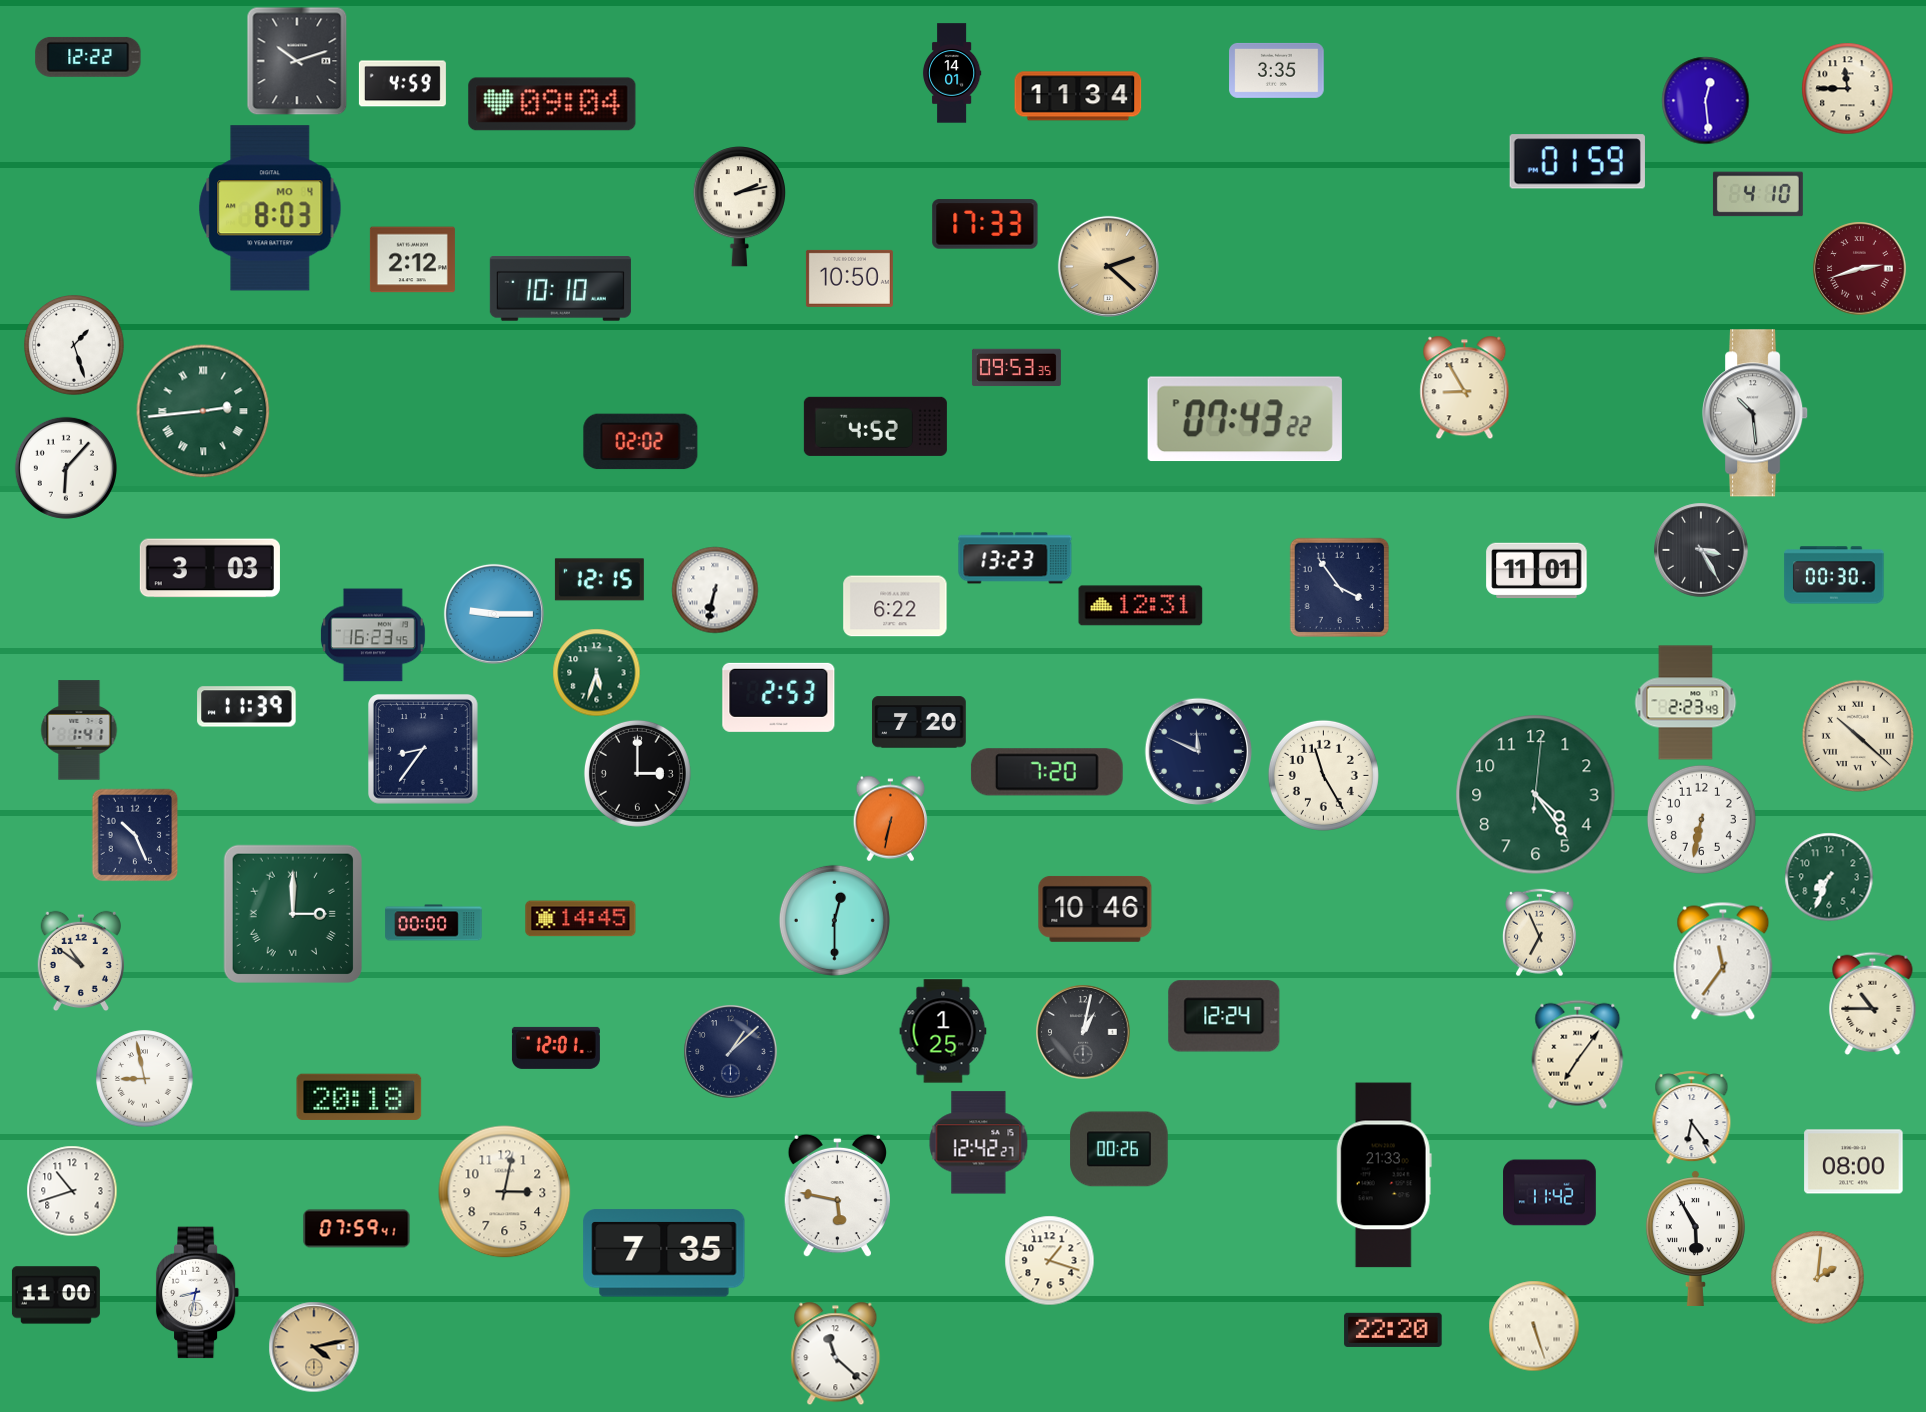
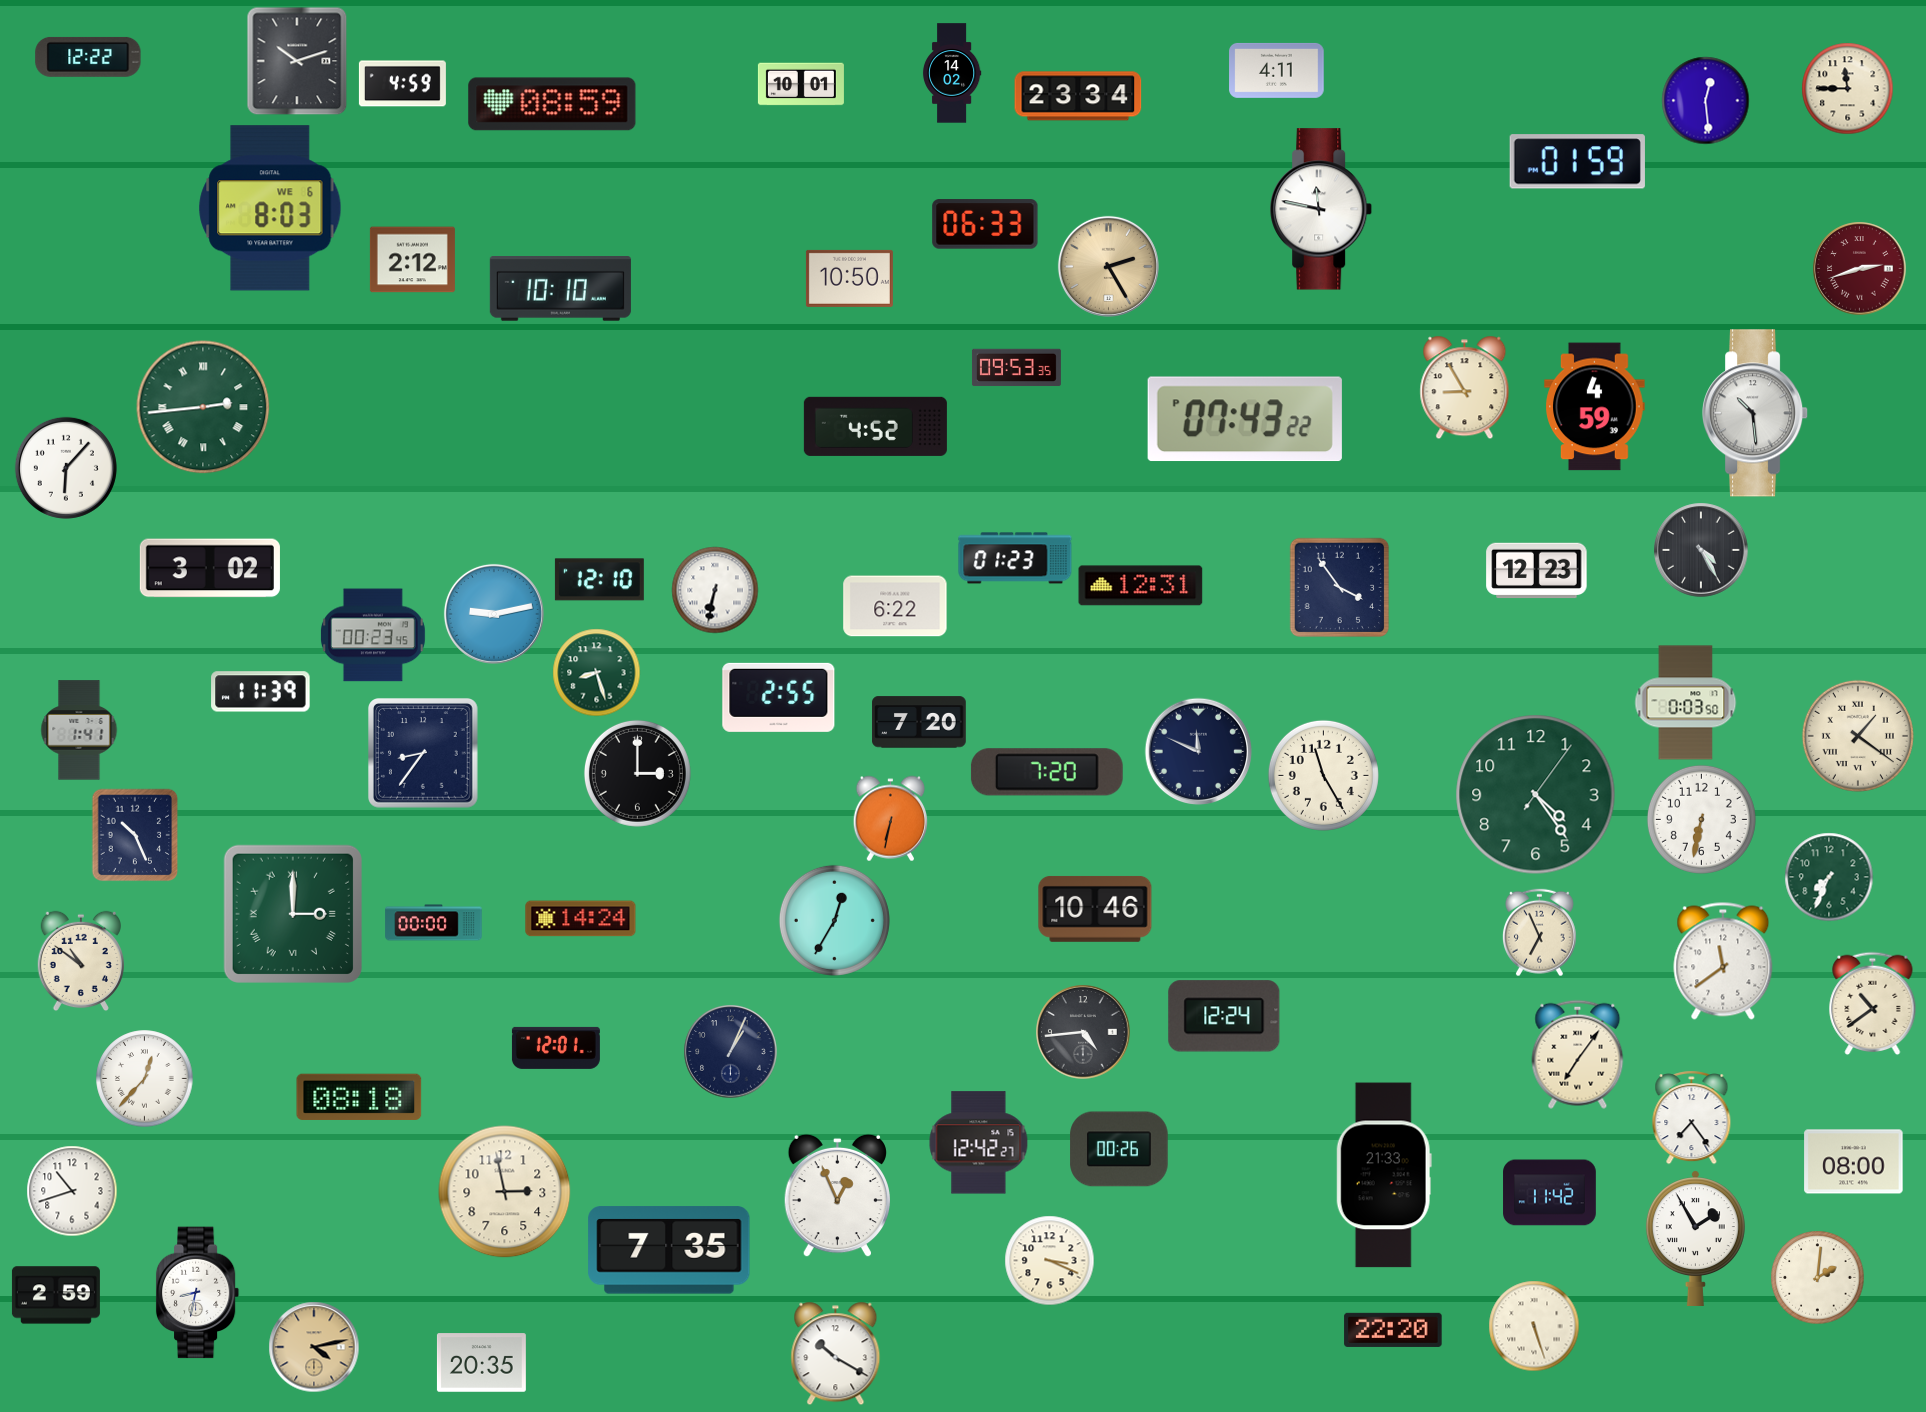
clock at (1277, 70): 3:35 -> 4:11
clock at (952, 73): 14:01 -> 14:02
clock at (801, 84): none -> 10:01
clock at (1078, 96): 11:34 -> 23:34
clock at (552, 104): 09:04 -> 08:59
clock at (1758, 194): 4:10 -> none
clock at (739, 207): 2:13 -> none
clock at (270, 208) date: MO 4 -> WE 6
clock at (1322, 209): none -> 11:47
clock at (985, 224): 17:33 -> 06:33
clock at (1108, 266): 2:22 -> 2:25
clock at (74, 345): 1:27 -> none
clock at (1595, 407): none -> 4:59
clock at (203, 411) position: (203, 411) -> (203, 407)
clock at (641, 442): 02:02 -> none
clock at (1701, 550): 3:25 -> 4:25
clock at (1015, 558): 13:23 -> 01:23
clock at (210, 568): 3:03 -> 3:02
clock at (1537, 571): 11:01 -> 12:23
clock at (1834, 575): 00:30 -> none
clock at (599, 580): 12:15 -> 12:10
clock at (1141, 606) position: (1141, 606) -> (1141, 586)
clock at (494, 614): 9:15 -> 9:13
clock at (373, 635): 16:23 -> 00:23
clock at (596, 672): 5:33 -> 8:27
clock at (779, 697): 2:53 -> 2:55
clock at (1686, 703): 2:23 -> 0:03
clock at (247, 707) position: (247, 707) -> (261, 692)
clock at (1858, 736): 10:22 -> 1:21
clock at (424, 750) position: (424, 750) -> (424, 754)
clock at (1536, 795): 4:24:01 -> 4:24:06
clock at (581, 919): 14:45 -> 14:24
clock at (834, 920): 12:30 -> 12:35
clock at (1723, 961): 11:36 -> 11:39
clock at (1873, 1003): 10:45 -> 10:39
clock at (943, 1031): 1:25 -> none
clock at (1083, 1032): 1:02 -> 4:44
clock at (730, 1051): 1:08 -> 1:04
clock at (145, 1079): 8:58 -> 12:37
clock at (359, 1097): 20:18 -> 08:18
clock at (1692, 1118): 6:24 -> 7:24
clock at (505, 1192): 3:02 -> 2:58
clock at (837, 1195): 5:47 -> 12:56
clock at (357, 1229): 07:59 -> none
clock at (1695, 1238): 5:55 -> 1:55
clock at (664, 1253) position: (664, 1253) -> (669, 1250)
clock at (1049, 1260): 1:18 -> 3:19
clock at (56, 1295): 11:00 -> 2:59
clock at (836, 1353): 11:22 -> 10:20
clock at (481, 1363): none -> 20:35
